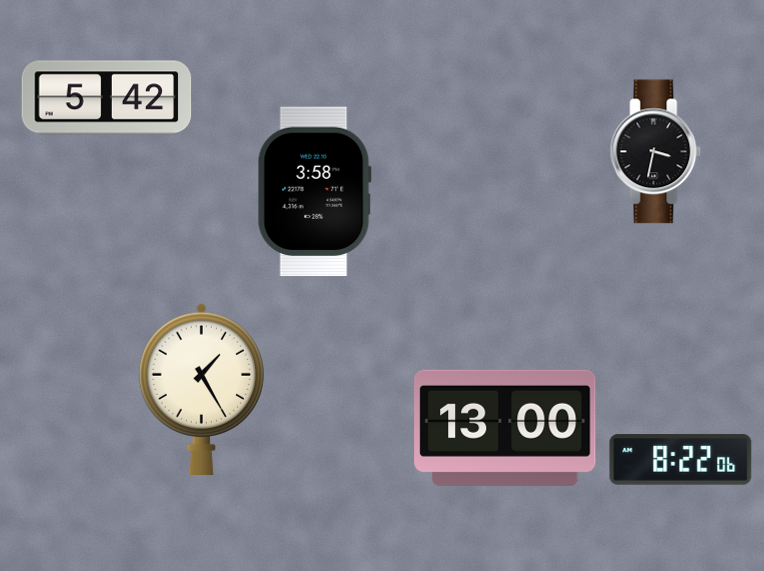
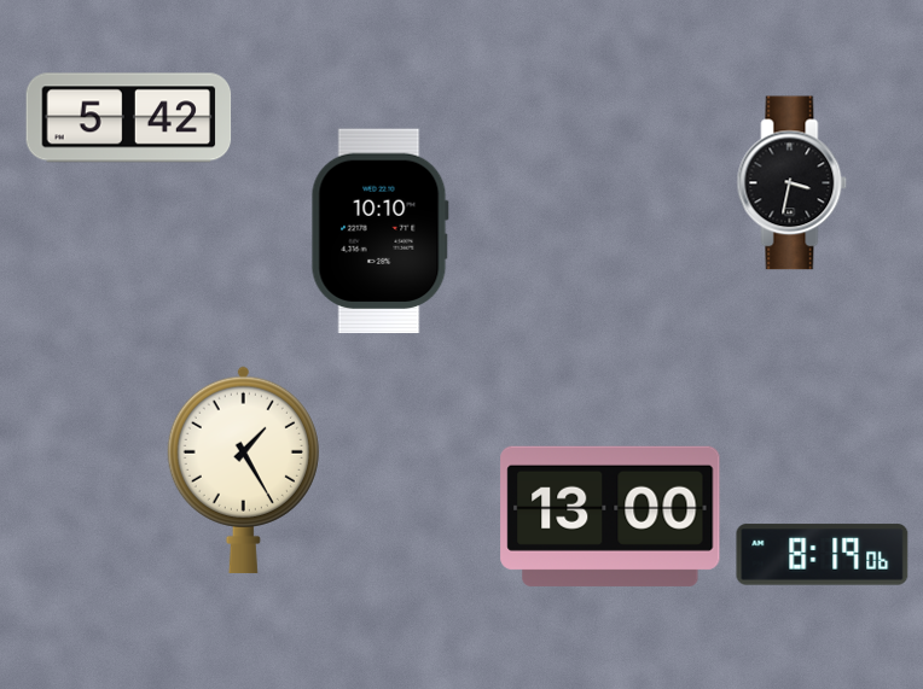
clock at (314, 192): 3:58 -> 10:10
clock at (681, 460): 8:22 -> 8:19
